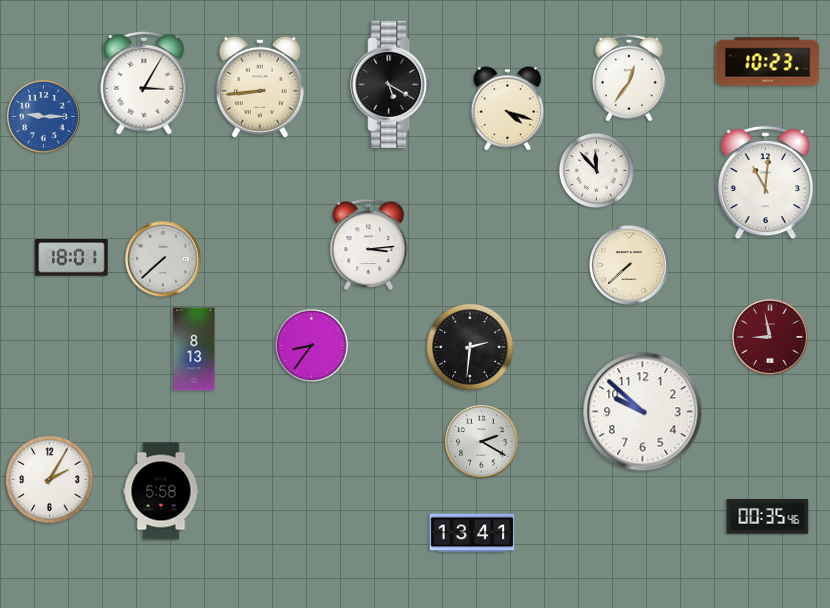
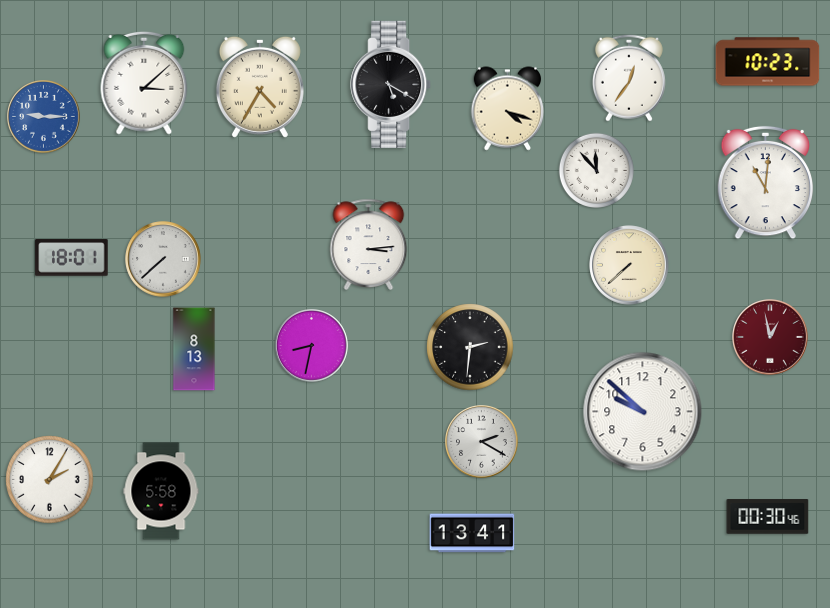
clock at (144, 83): 3:05 -> 3:08
clock at (260, 87): 8:44 -> 4:35
clock at (770, 337): 8:58 -> 12:58
clock at (312, 346): 8:36 -> 8:32
clock at (768, 517): 00:35 -> 00:30
